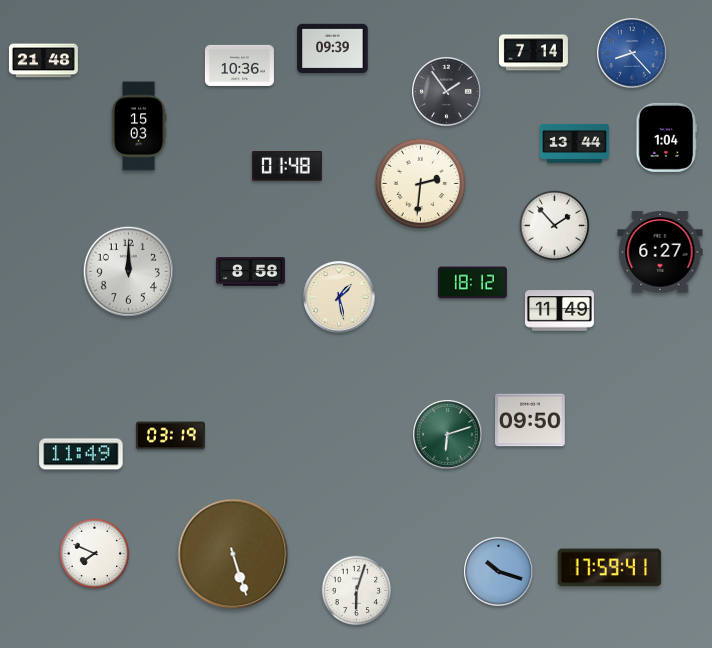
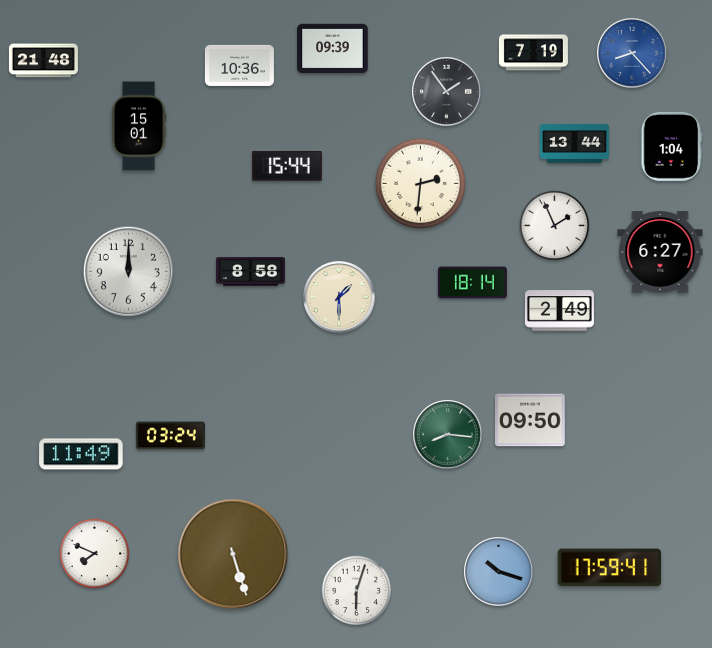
clock at (533, 53): 7:14 -> 7:19
clock at (139, 126): 15:03 -> 15:01
clock at (667, 137) position: (667, 137) -> (672, 146)
clock at (288, 166): 01:48 -> 15:44
clock at (555, 226): 1:53 -> 1:56
clock at (472, 283): 18:12 -> 18:14
clock at (339, 297): 1:28 -> 1:30
clock at (559, 311): 11:49 -> 2:49
clock at (448, 435): 6:12 -> 8:16
clock at (170, 436): 03:19 -> 03:24
